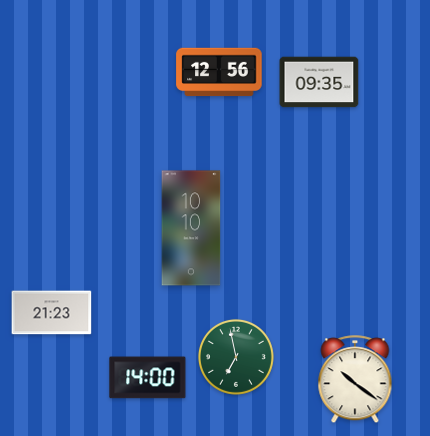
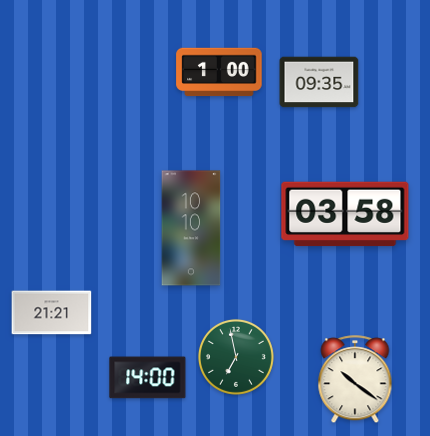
clock at (219, 72): 12:56 -> 1:00
clock at (345, 214): none -> 03:58
clock at (52, 313): 21:23 -> 21:21
